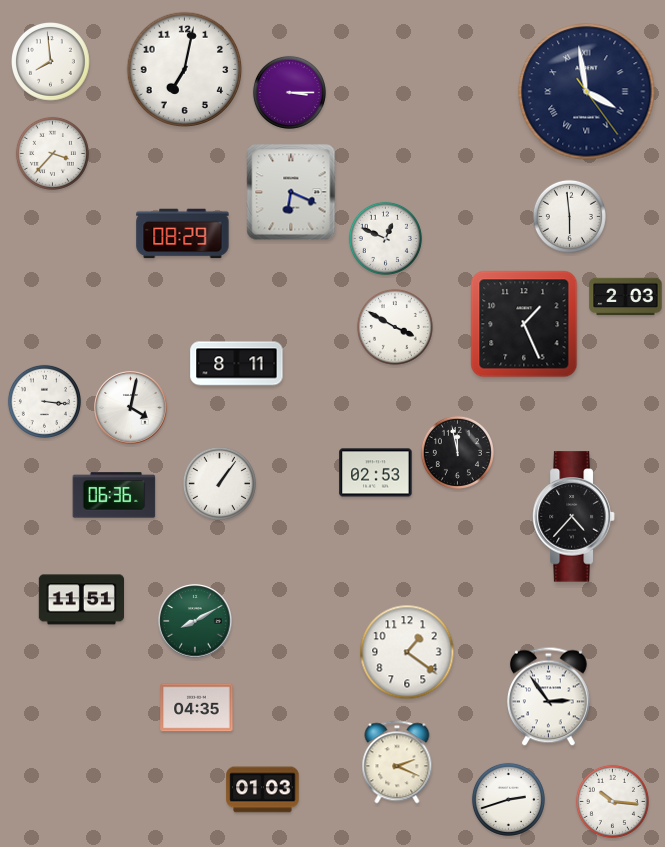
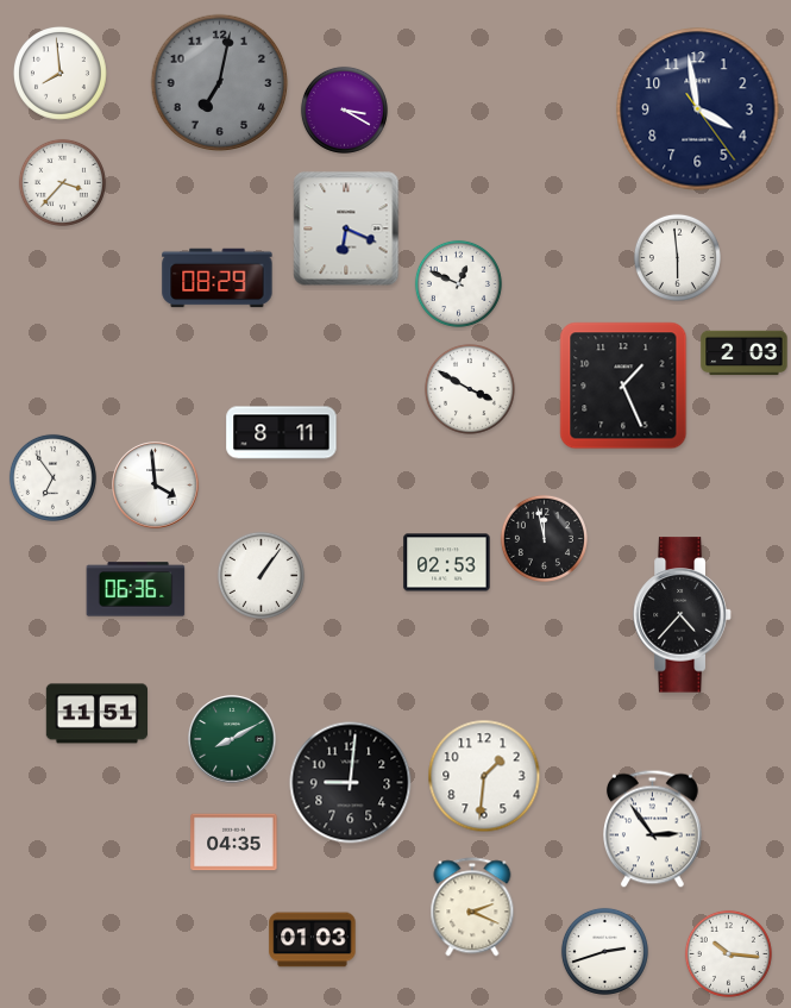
clock at (185, 70) dial: white -> grey
clock at (289, 92): 3:15 -> 3:20
clock at (587, 92) numerals: Roman -> Arabic
clock at (44, 401): 3:16 -> 6:54
clock at (131, 408): 4:02 -> 3:59
clock at (407, 652): 1:21 -> 1:31
clock at (351, 783): none -> 9:01
